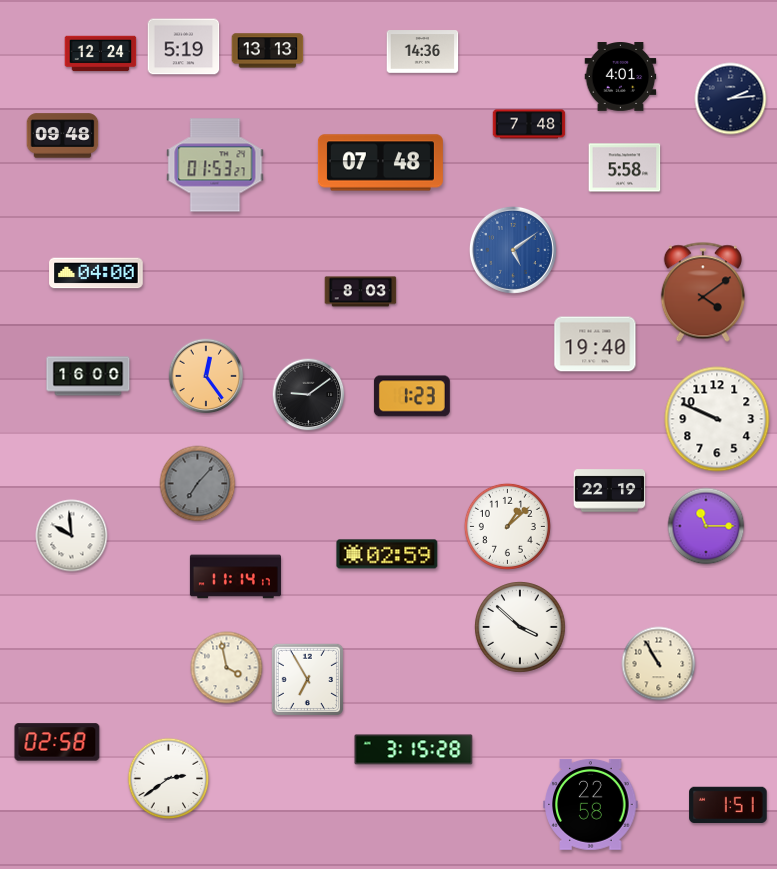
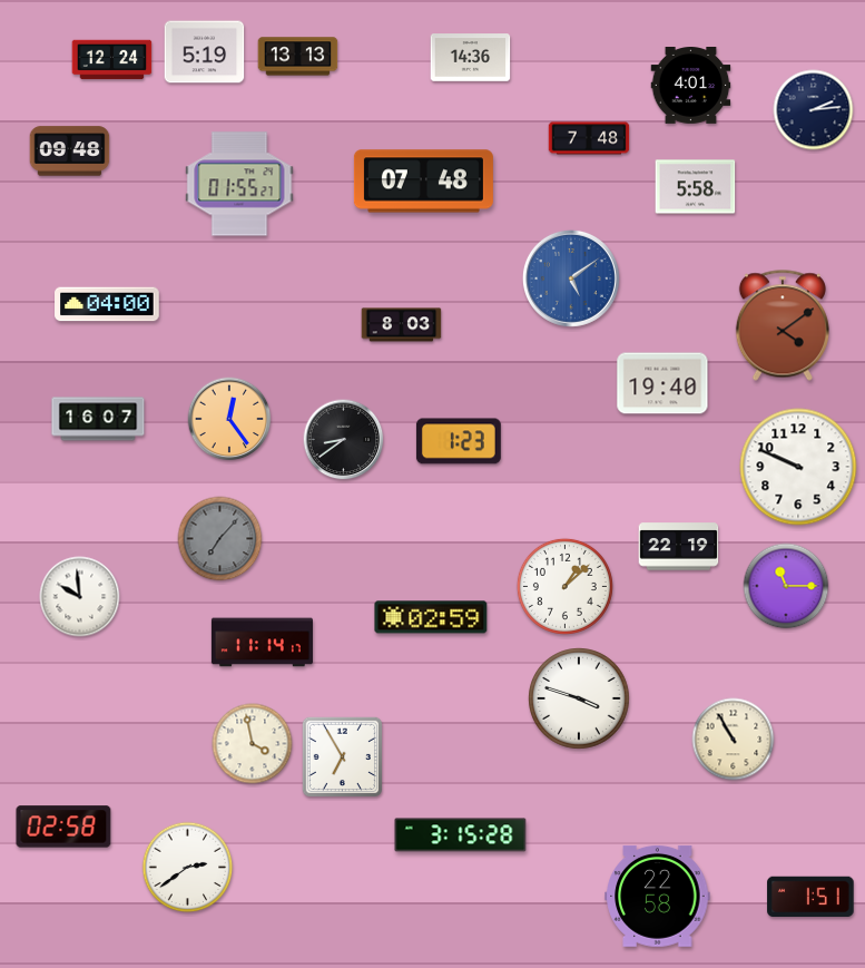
clock at (215, 165): 01:53 -> 01:55
clock at (88, 376): 16:00 -> 16:07
clock at (309, 395): 9:09 -> 8:39
clock at (520, 627): 3:52 -> 3:48
